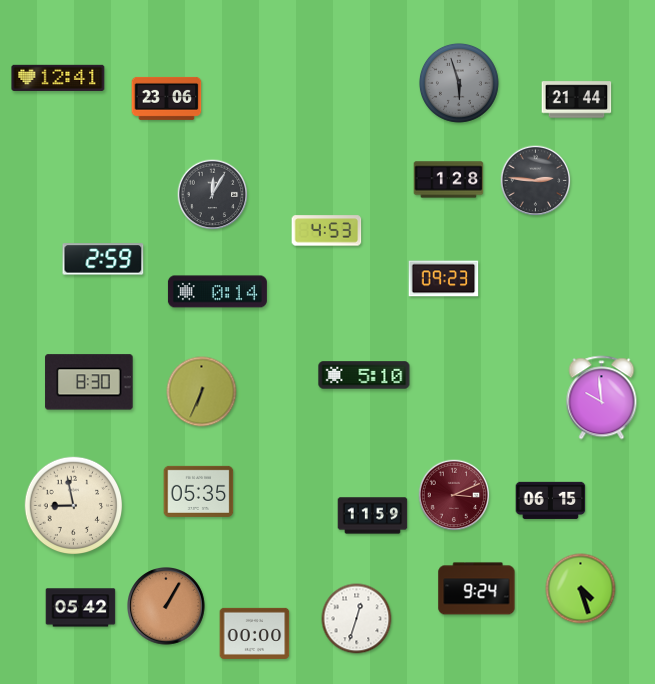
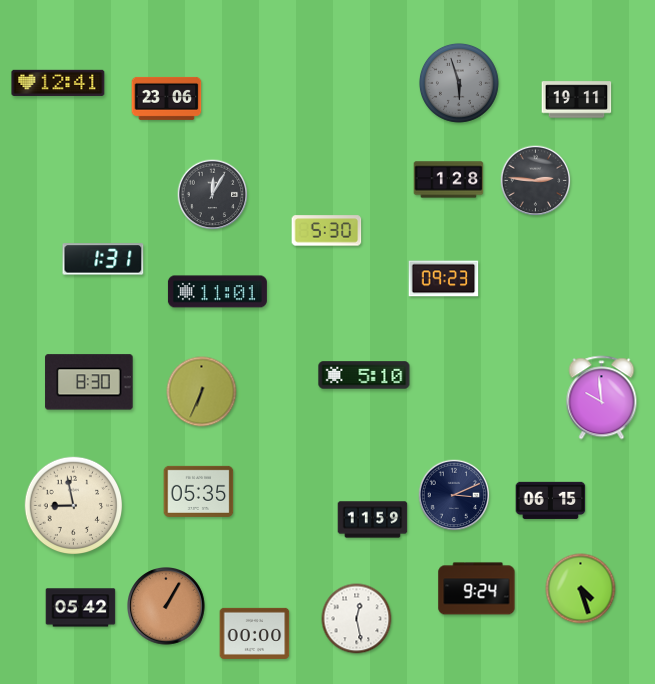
clock at (58, 78) position: (58, 78) -> (58, 83)
clock at (577, 100): 21:44 -> 19:11
clock at (327, 231): 4:53 -> 5:30
clock at (103, 259): 2:59 -> 1:31
clock at (217, 292): 0:14 -> 11:01
clock at (454, 495) dial: burgundy -> navy
clock at (373, 516) position: (373, 516) -> (373, 520)
clock at (357, 619): 12:33 -> 12:28
